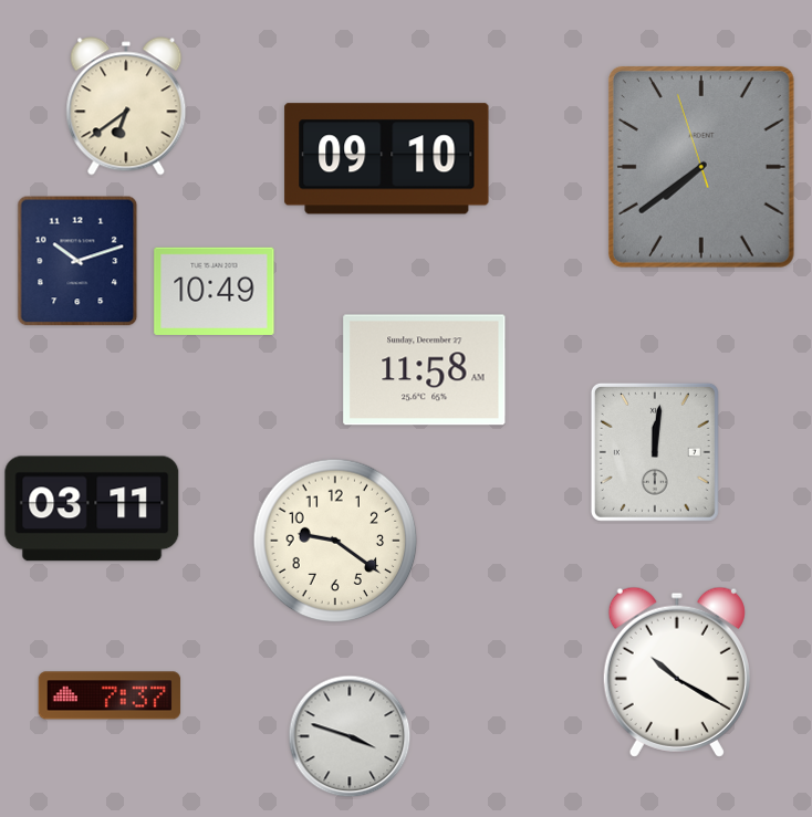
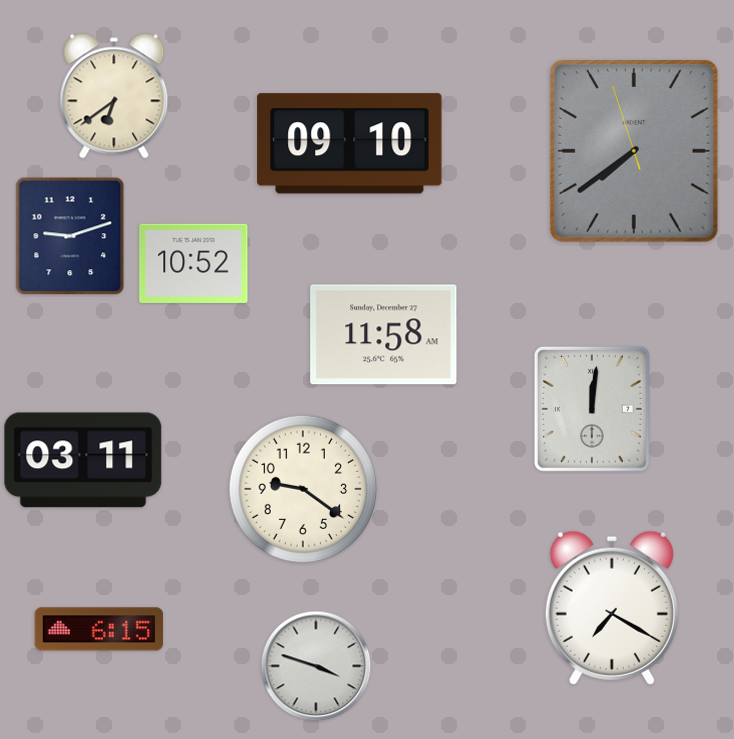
clock at (77, 261): 10:12 -> 9:12
clock at (215, 291): 10:49 -> 10:52
clock at (677, 672): 10:20 -> 7:20
clock at (110, 695): 7:37 -> 6:15
